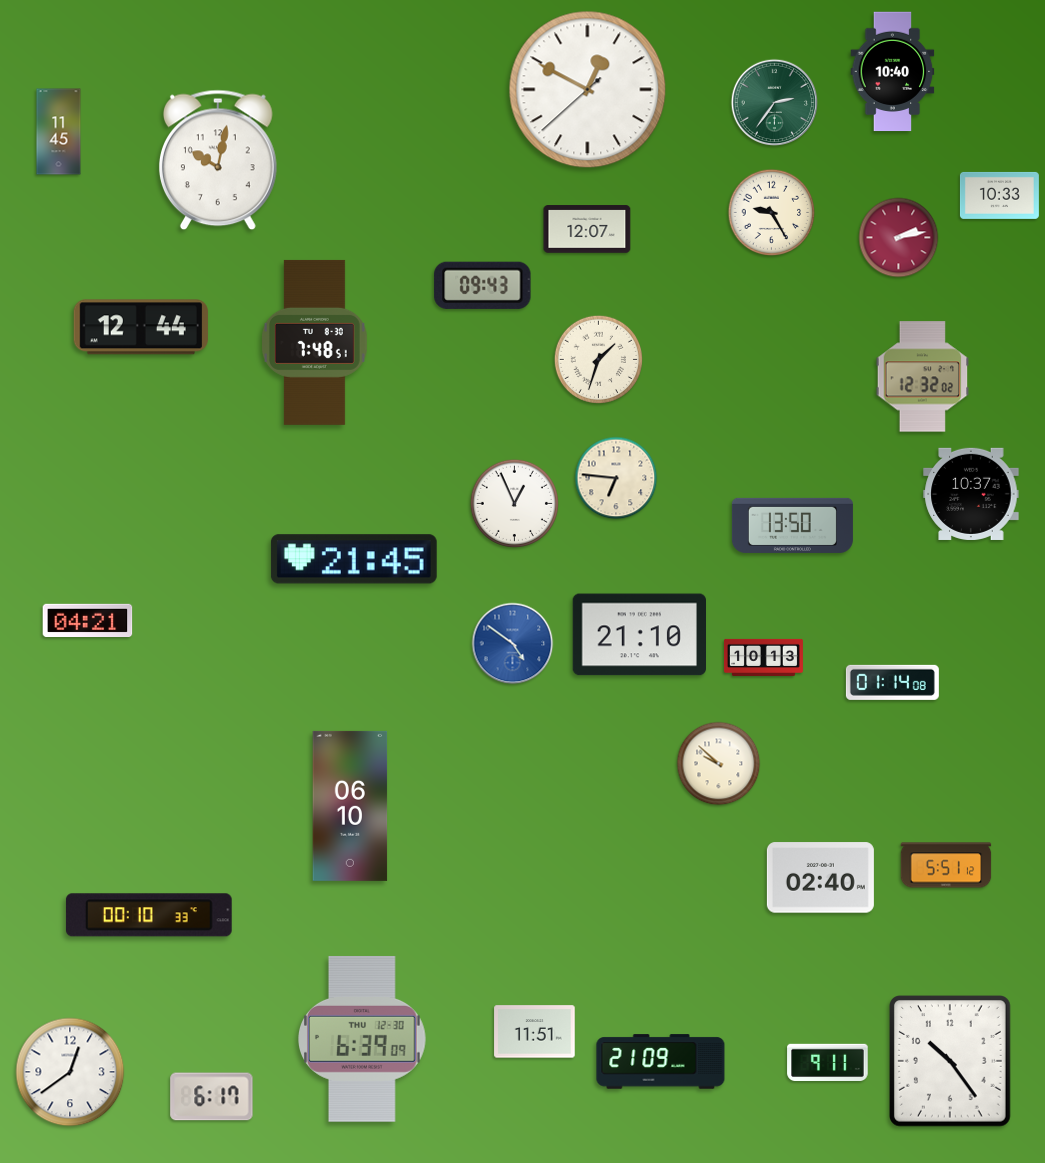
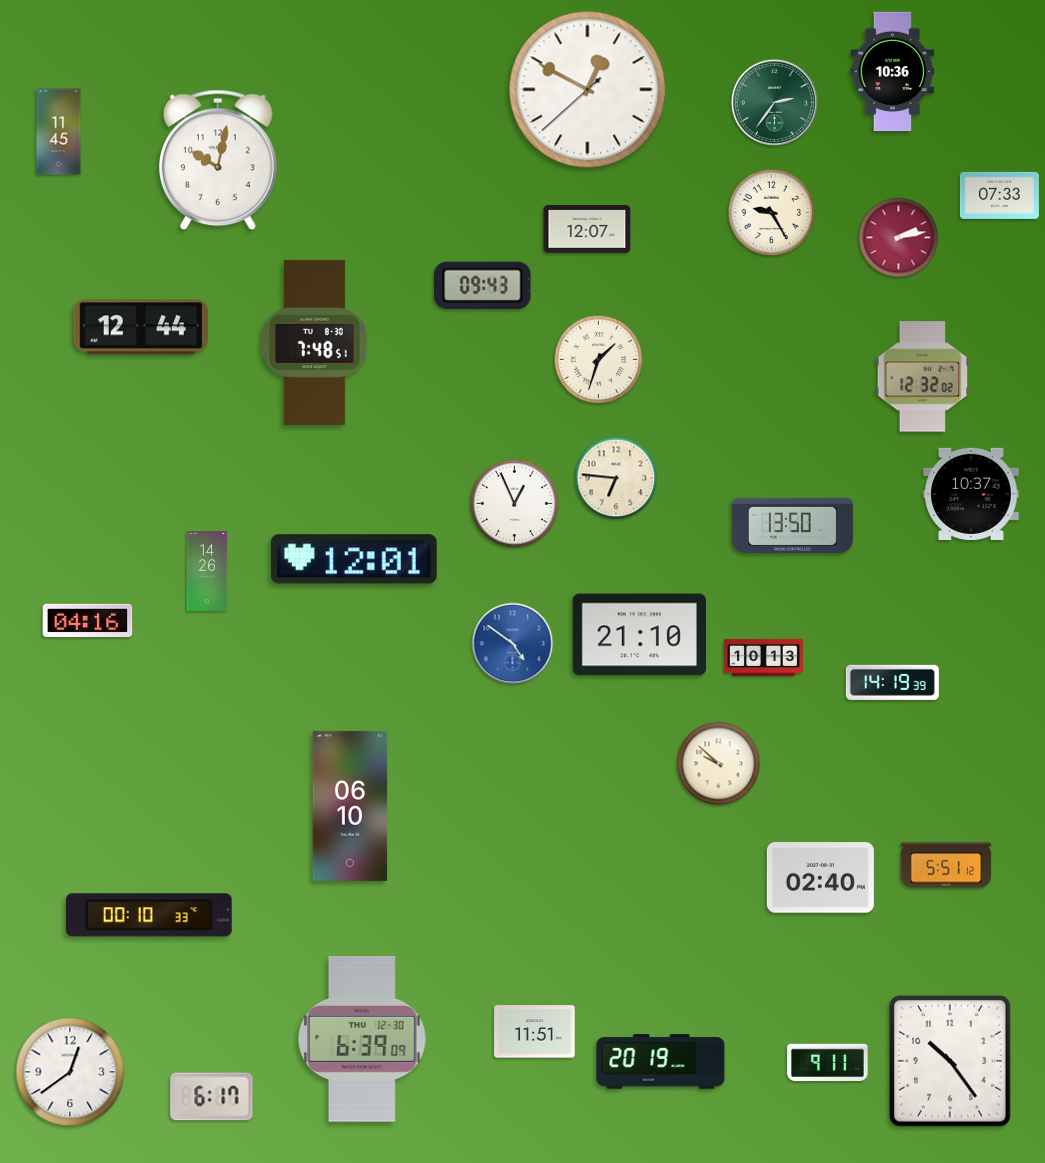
clock at (893, 72): 10:40 -> 10:36
clock at (999, 195): 10:33 -> 07:33
clock at (354, 559): 21:45 -> 12:01
clock at (207, 571): none -> 14:26
clock at (88, 620): 04:21 -> 04:16
clock at (892, 682): 01:14 -> 14:19
clock at (661, 1062): 21:09 -> 20:19
